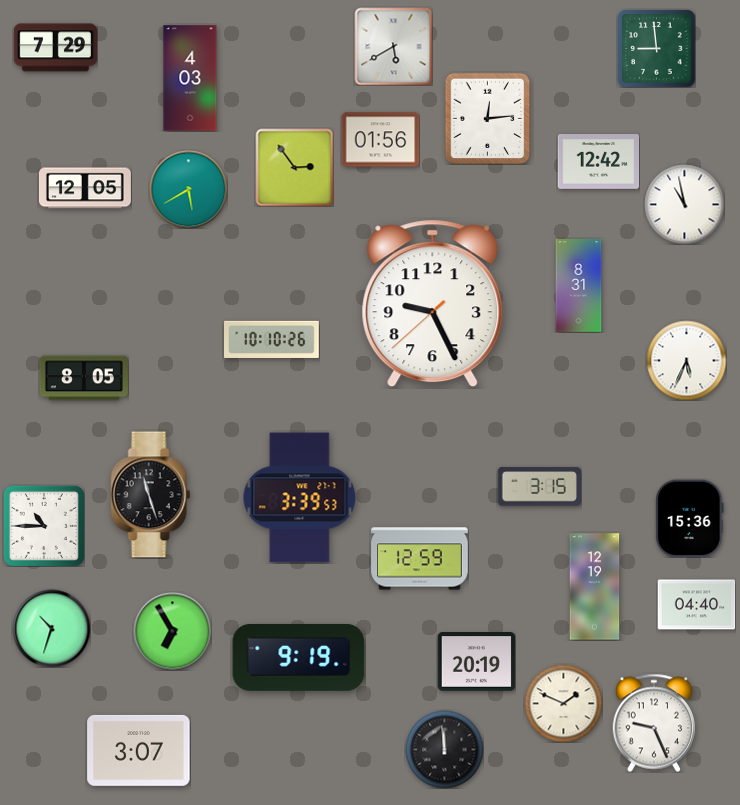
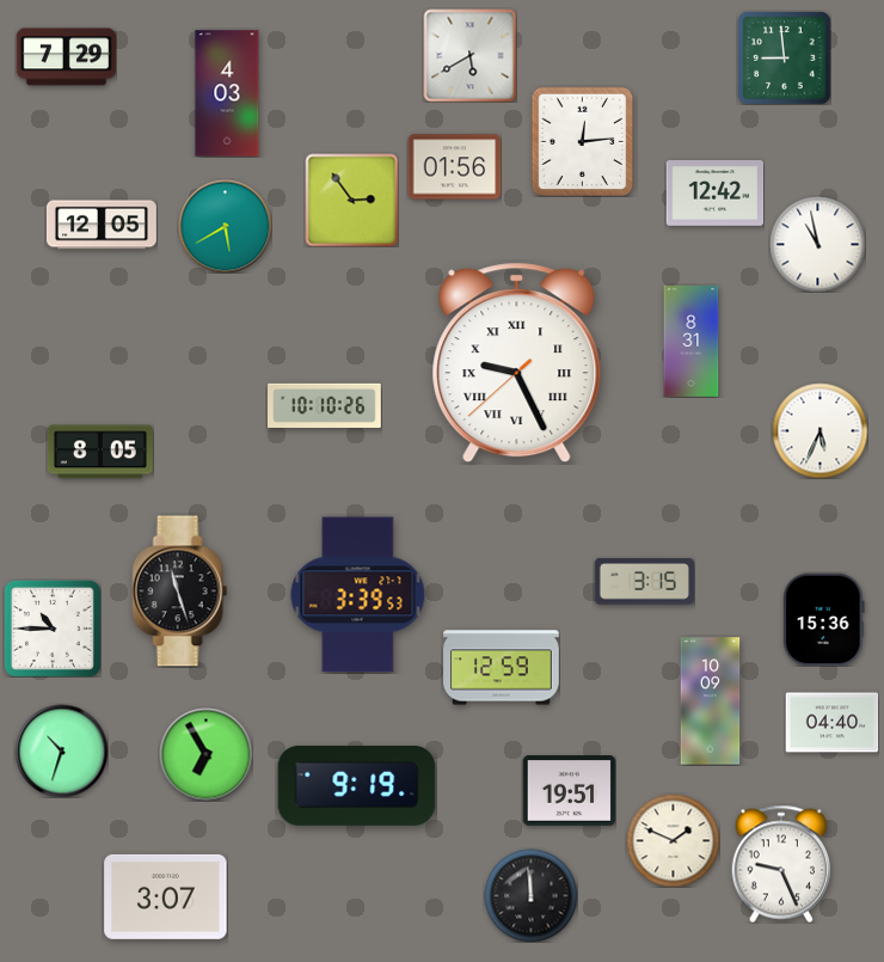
clock at (433, 304) numerals: Arabic -> Roman
clock at (595, 587): 12:19 -> 10:09
clock at (476, 662): 20:19 -> 19:51
